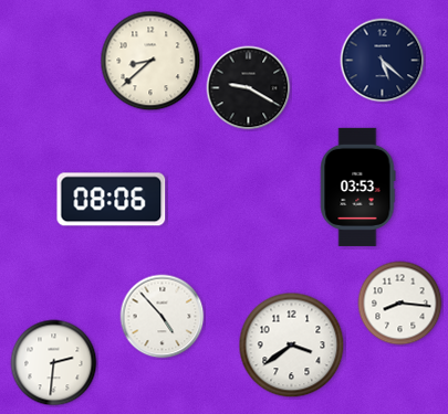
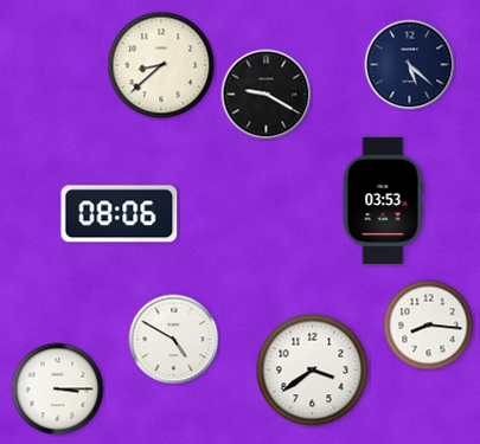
clock at (163, 317): 4:53 -> 4:50
clock at (54, 363): 2:31 -> 3:15
